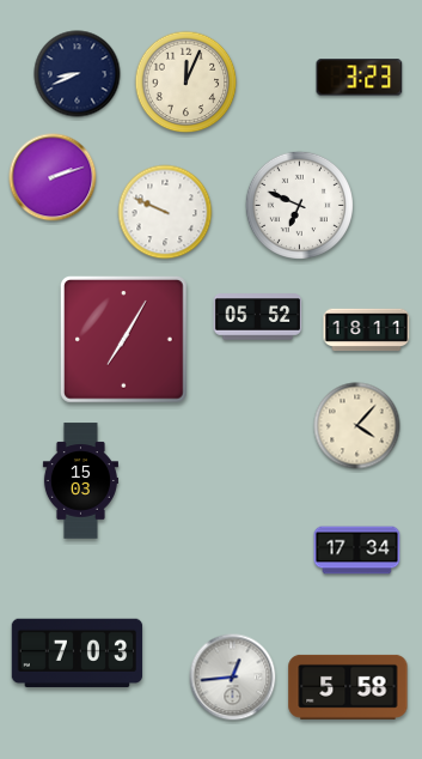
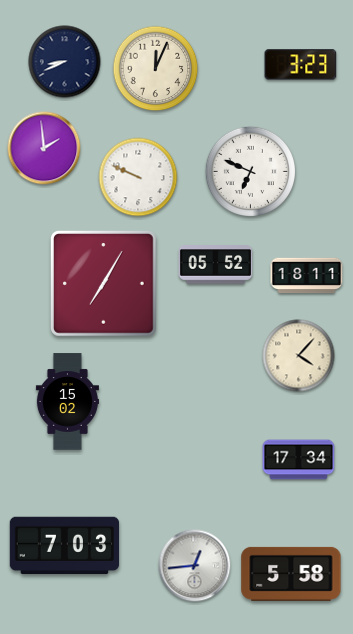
clock at (53, 177): 2:12 -> 1:59
clock at (80, 481): 15:03 -> 15:02
